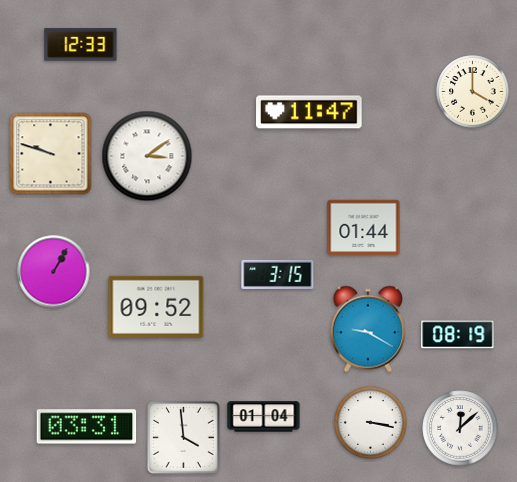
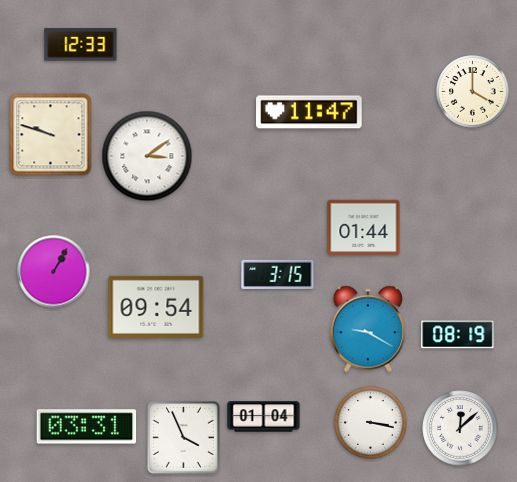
clock at (51, 154) position: (51, 154) -> (51, 135)
clock at (156, 307): 09:52 -> 09:54
clock at (183, 437): 3:59 -> 3:56
